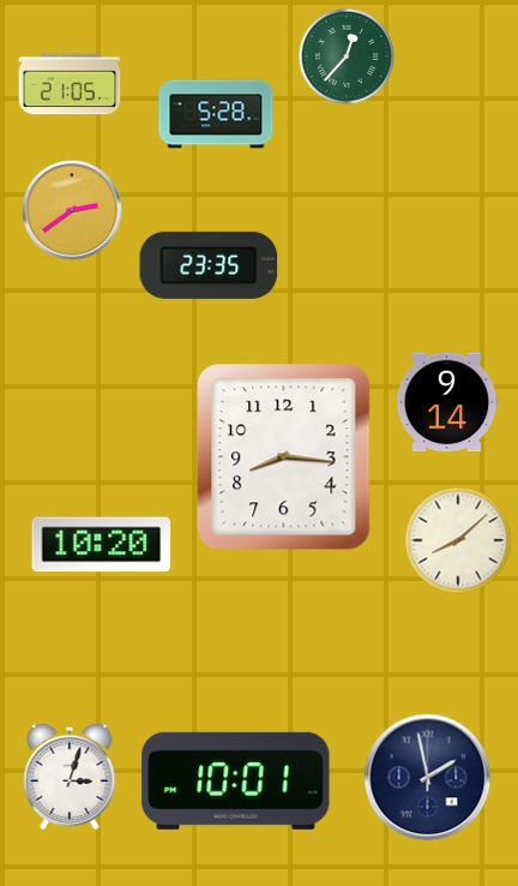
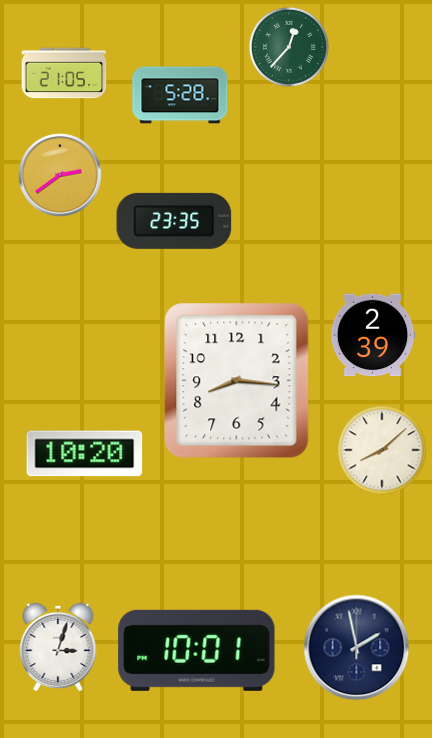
clock at (70, 84) position: (70, 84) -> (64, 73)
clock at (447, 402): 9:14 -> 2:39
